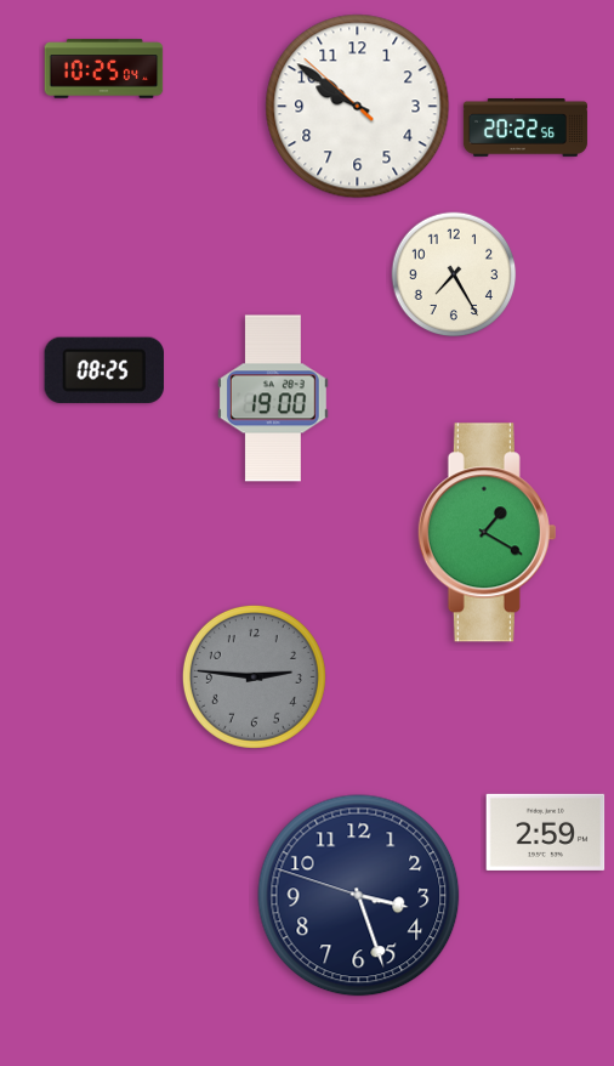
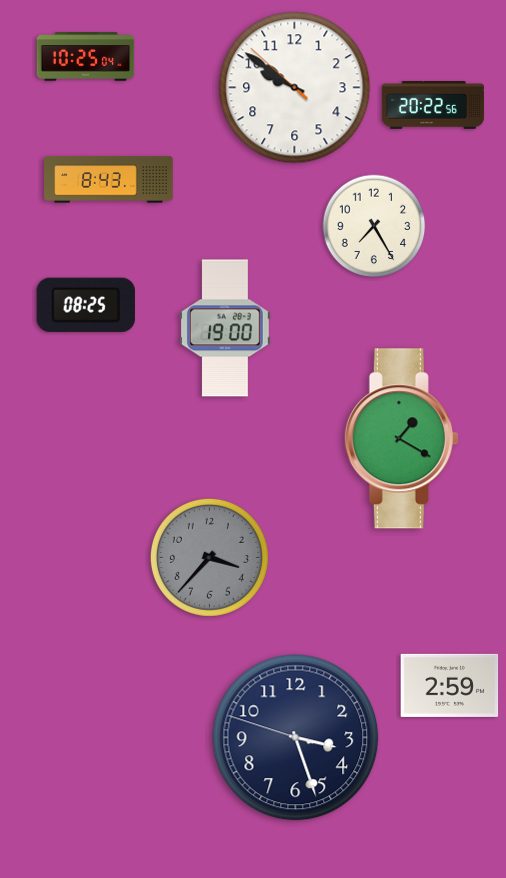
clock at (109, 180): none -> 8:43
clock at (254, 676): 2:46 -> 3:37
